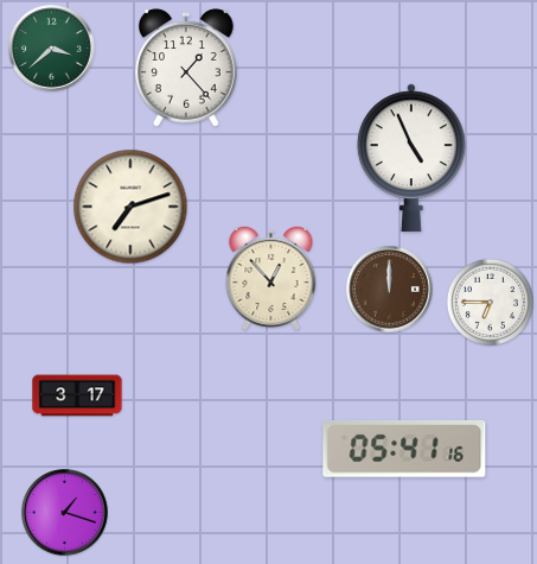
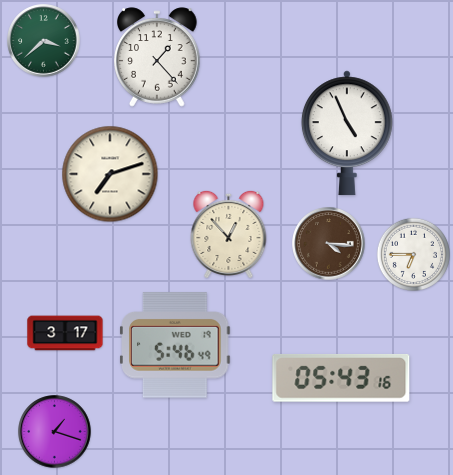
clock at (390, 290): 12:00 -> 4:16
clock at (175, 345): none -> 5:46
clock at (404, 449): 05:41 -> 05:43
